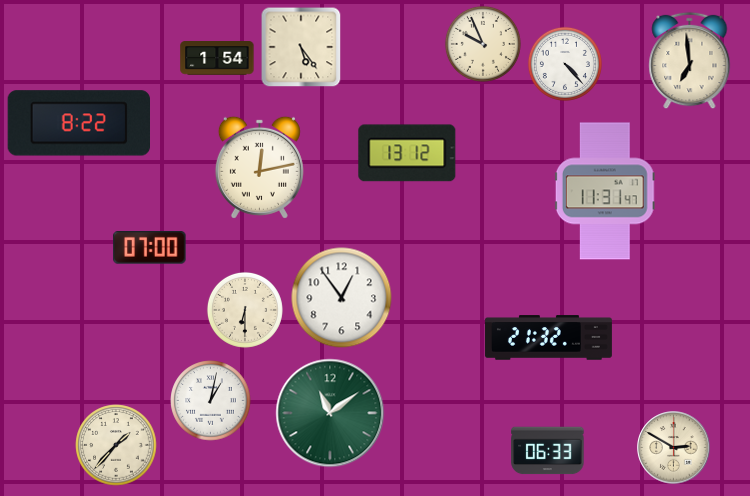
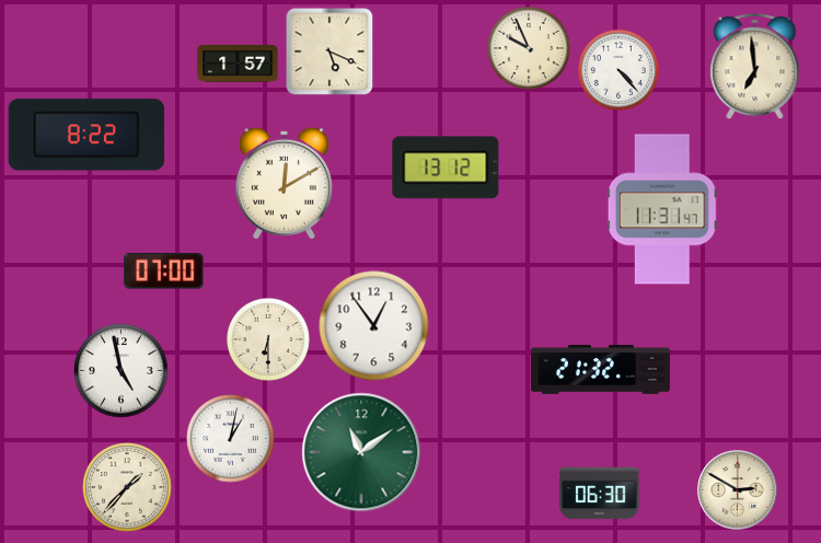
clock at (301, 47): 5:24 -> 5:19
clock at (217, 58): 1:54 -> 1:57
clock at (259, 167): 12:13 -> 12:10
clock at (122, 371): none -> 4:58
clock at (548, 451): 06:33 -> 06:30
